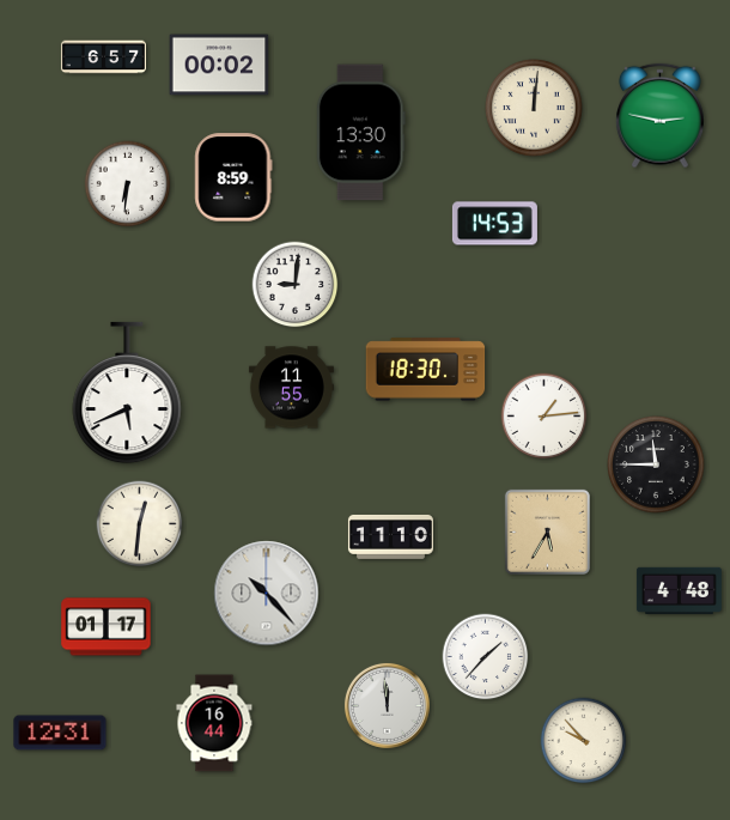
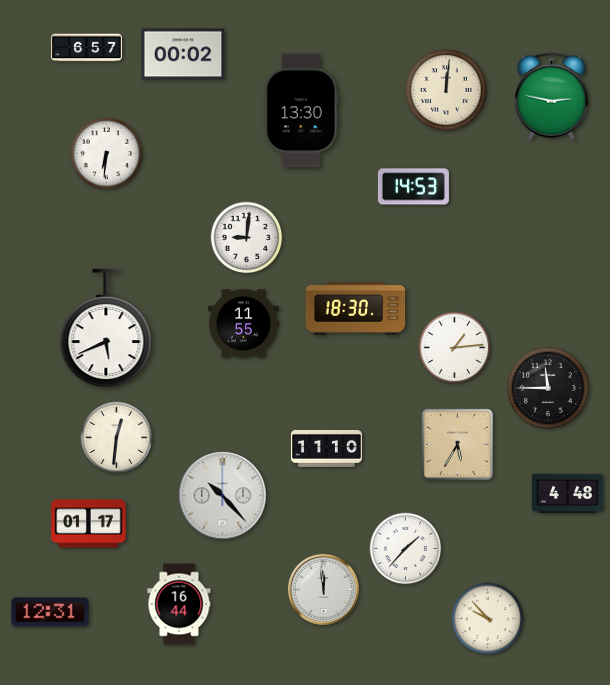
clock at (233, 177): 8:59 -> none
